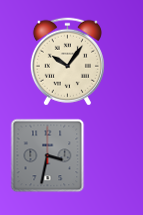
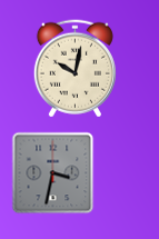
clock at (67, 62): 10:06 -> 10:02
